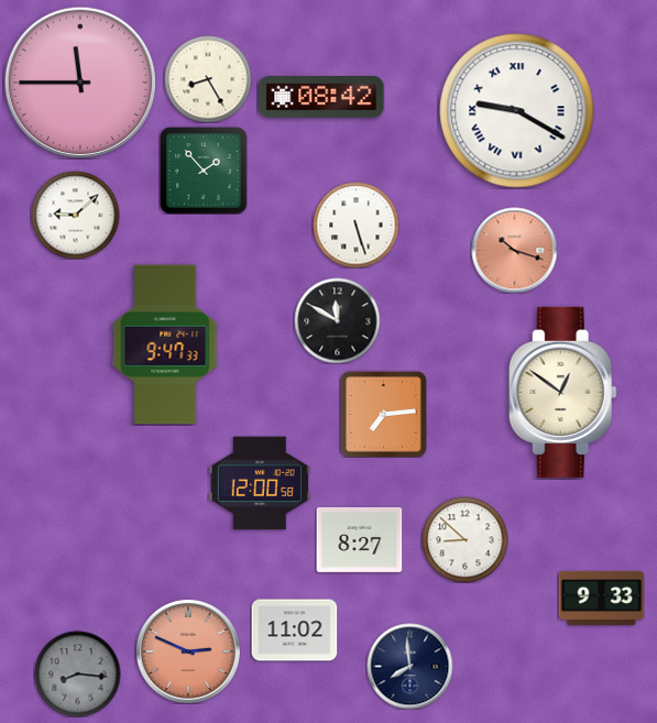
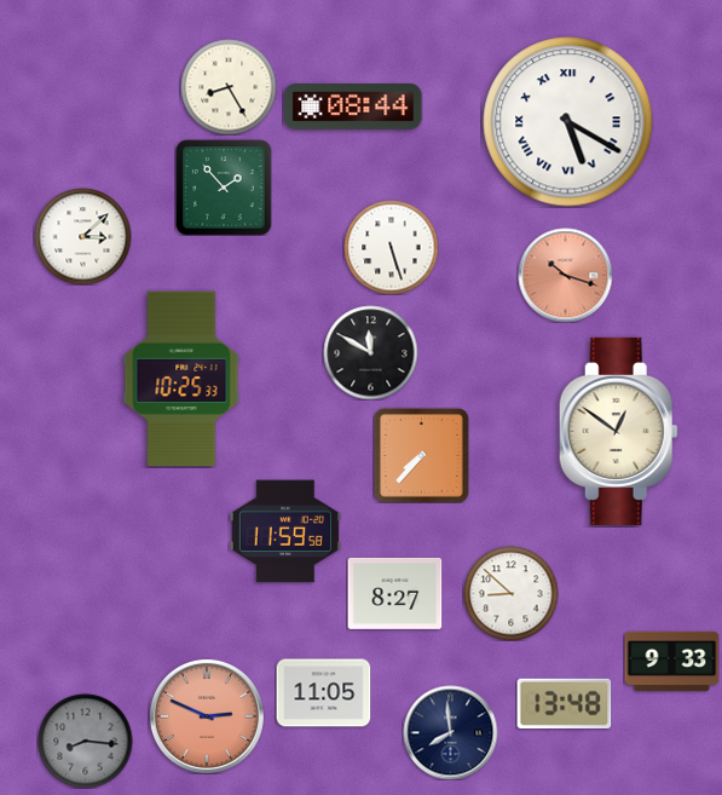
clock at (79, 81): 11:45 -> none
clock at (321, 98): 08:42 -> 08:44
clock at (517, 111): 9:20 -> 5:20
clock at (75, 215): 9:08 -> 3:08
clock at (165, 344): 9:47 -> 10:25
clock at (383, 414): 7:14 -> 7:37
clock at (260, 483): 12:00 -> 11:59
clock at (601, 598) position: (601, 598) -> (671, 661)
clock at (294, 631): 11:02 -> 11:05
clock at (564, 703): none -> 13:48
